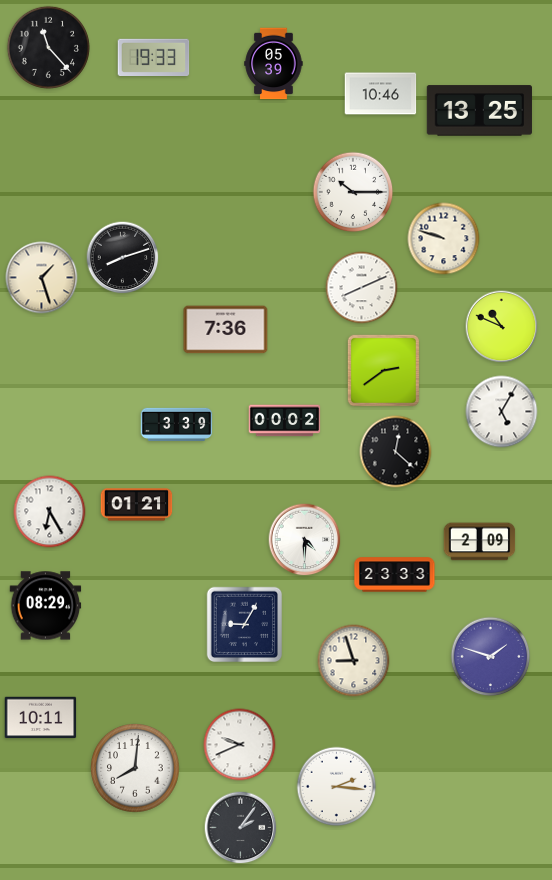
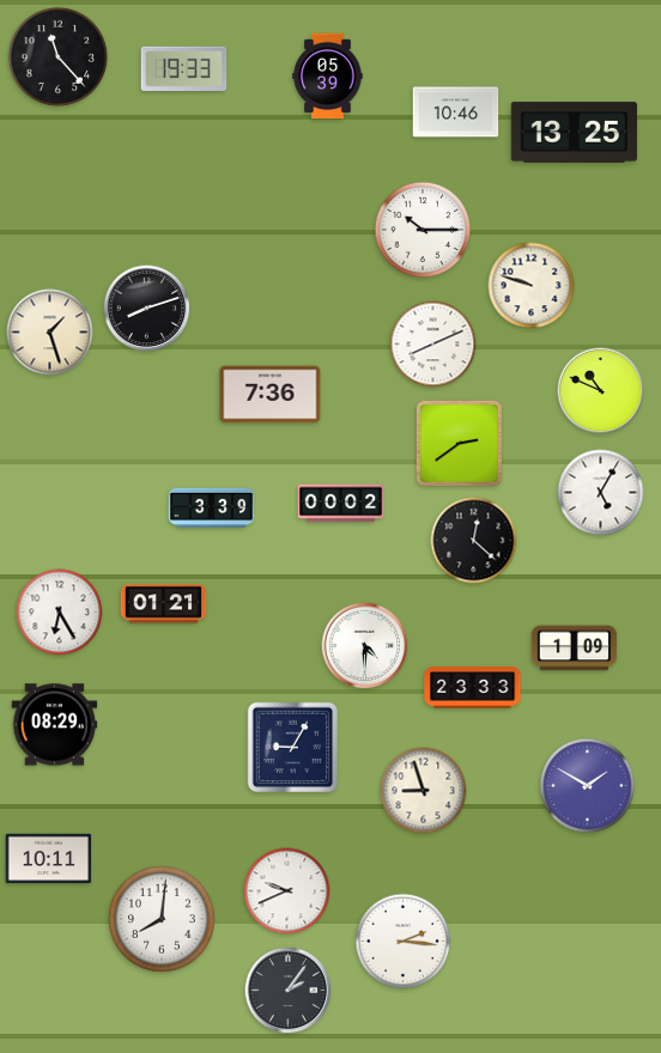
clock at (480, 542): 2:09 -> 1:09
clock at (491, 657): 1:48 -> 1:50
